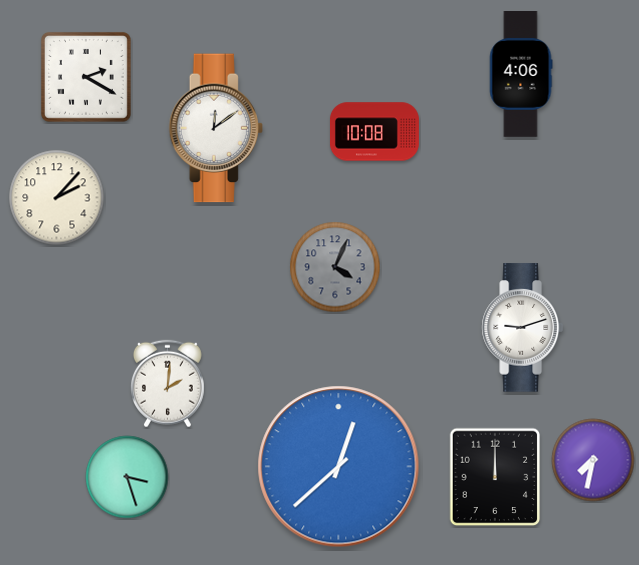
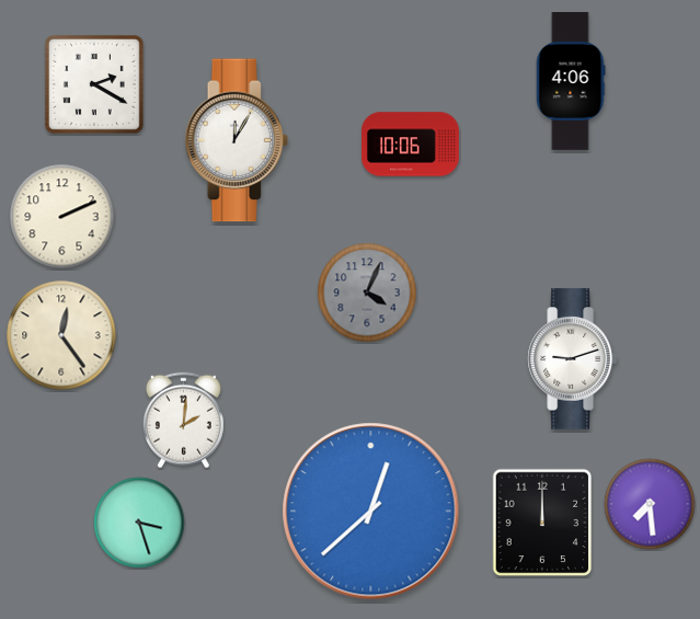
clock at (216, 128): 12:09 -> 12:05
clock at (374, 132): 10:08 -> 10:06
clock at (57, 198): 2:07 -> 2:11
clock at (61, 335): none -> 12:24
clock at (593, 460): 7:32 -> 7:29
